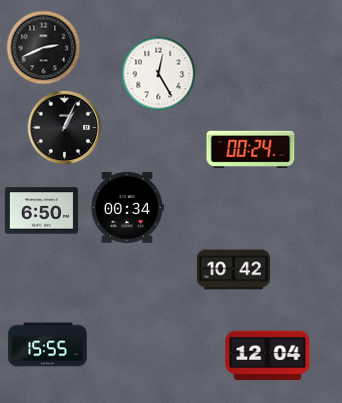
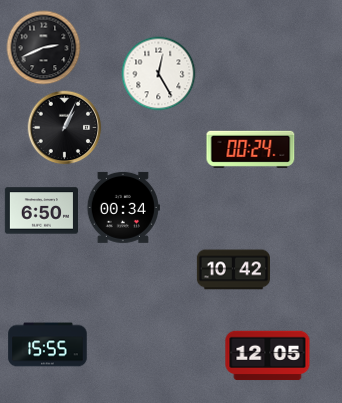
clock at (127, 207) position: (127, 207) -> (123, 207)
clock at (268, 356): 12:04 -> 12:05
